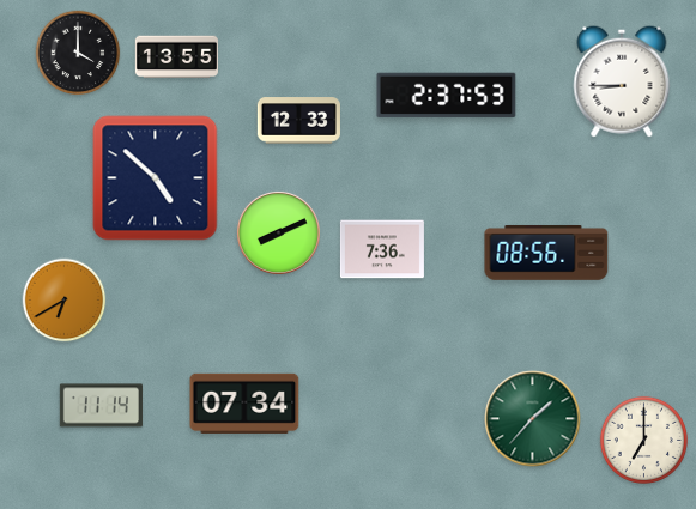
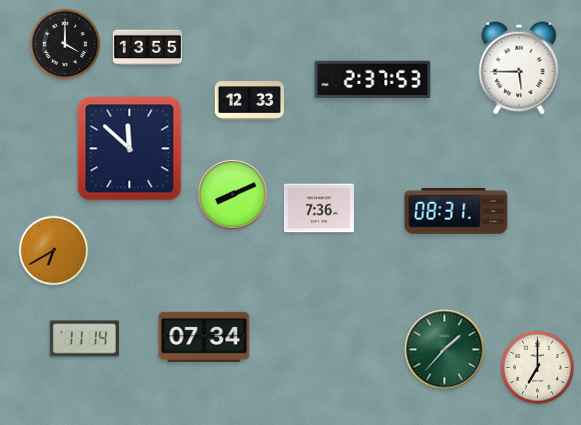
clock at (622, 81): 8:45 -> 5:45
clock at (156, 178): 4:52 -> 11:52
clock at (546, 253): 08:56 -> 08:31
